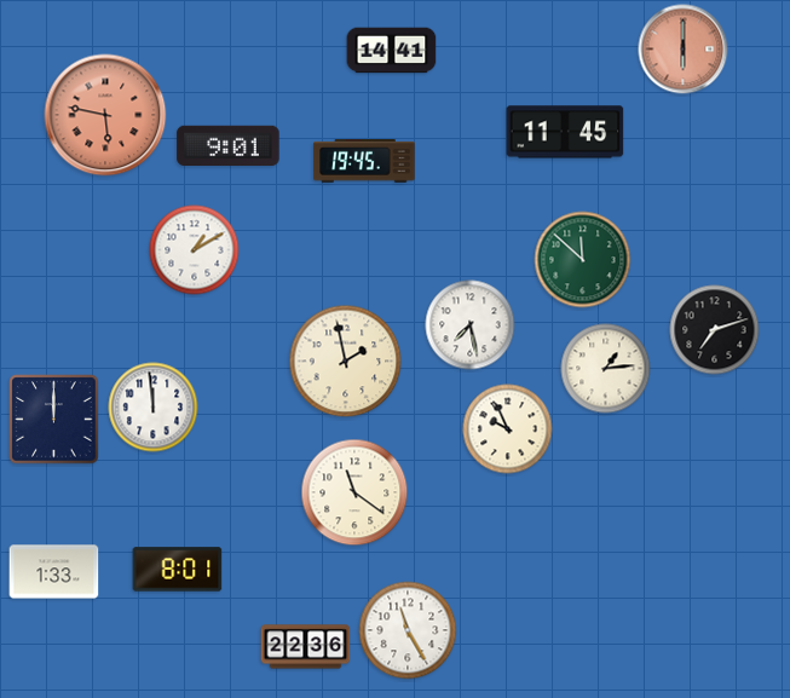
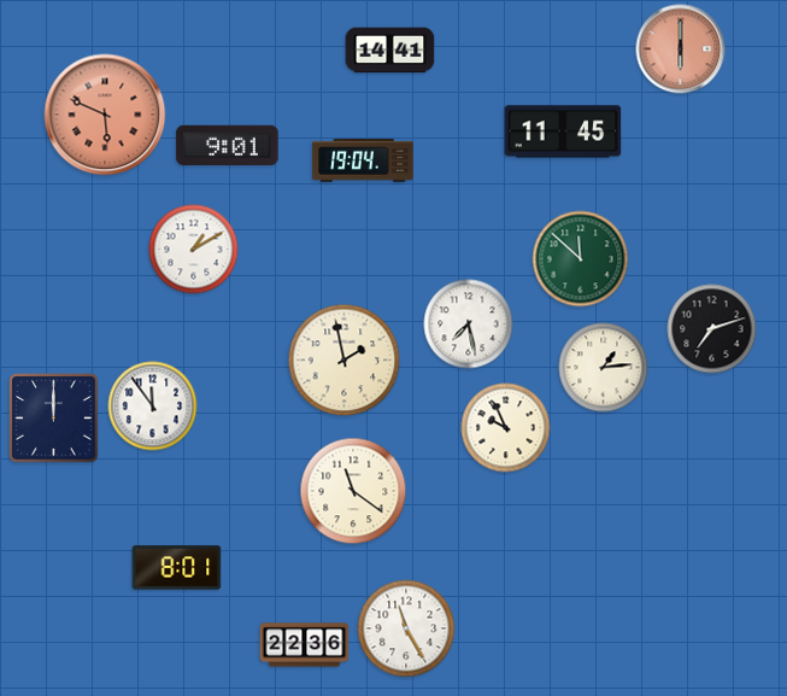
clock at (105, 115): 5:47 -> 5:49
clock at (364, 161): 19:45 -> 19:04
clock at (154, 408): 11:59 -> 11:54
clock at (54, 572): 1:33 -> none
